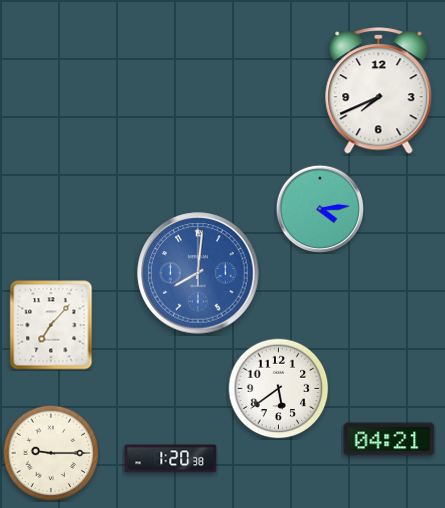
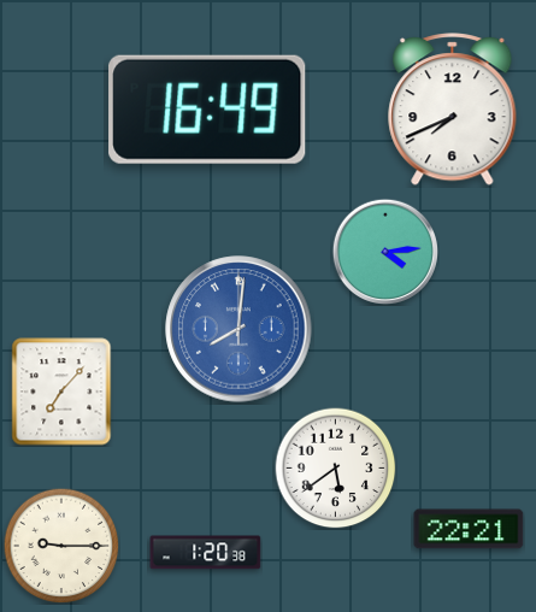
clock at (207, 110): none -> 16:49
clock at (379, 91) position: (379, 91) -> (453, 110)
clock at (389, 439): 04:21 -> 22:21
